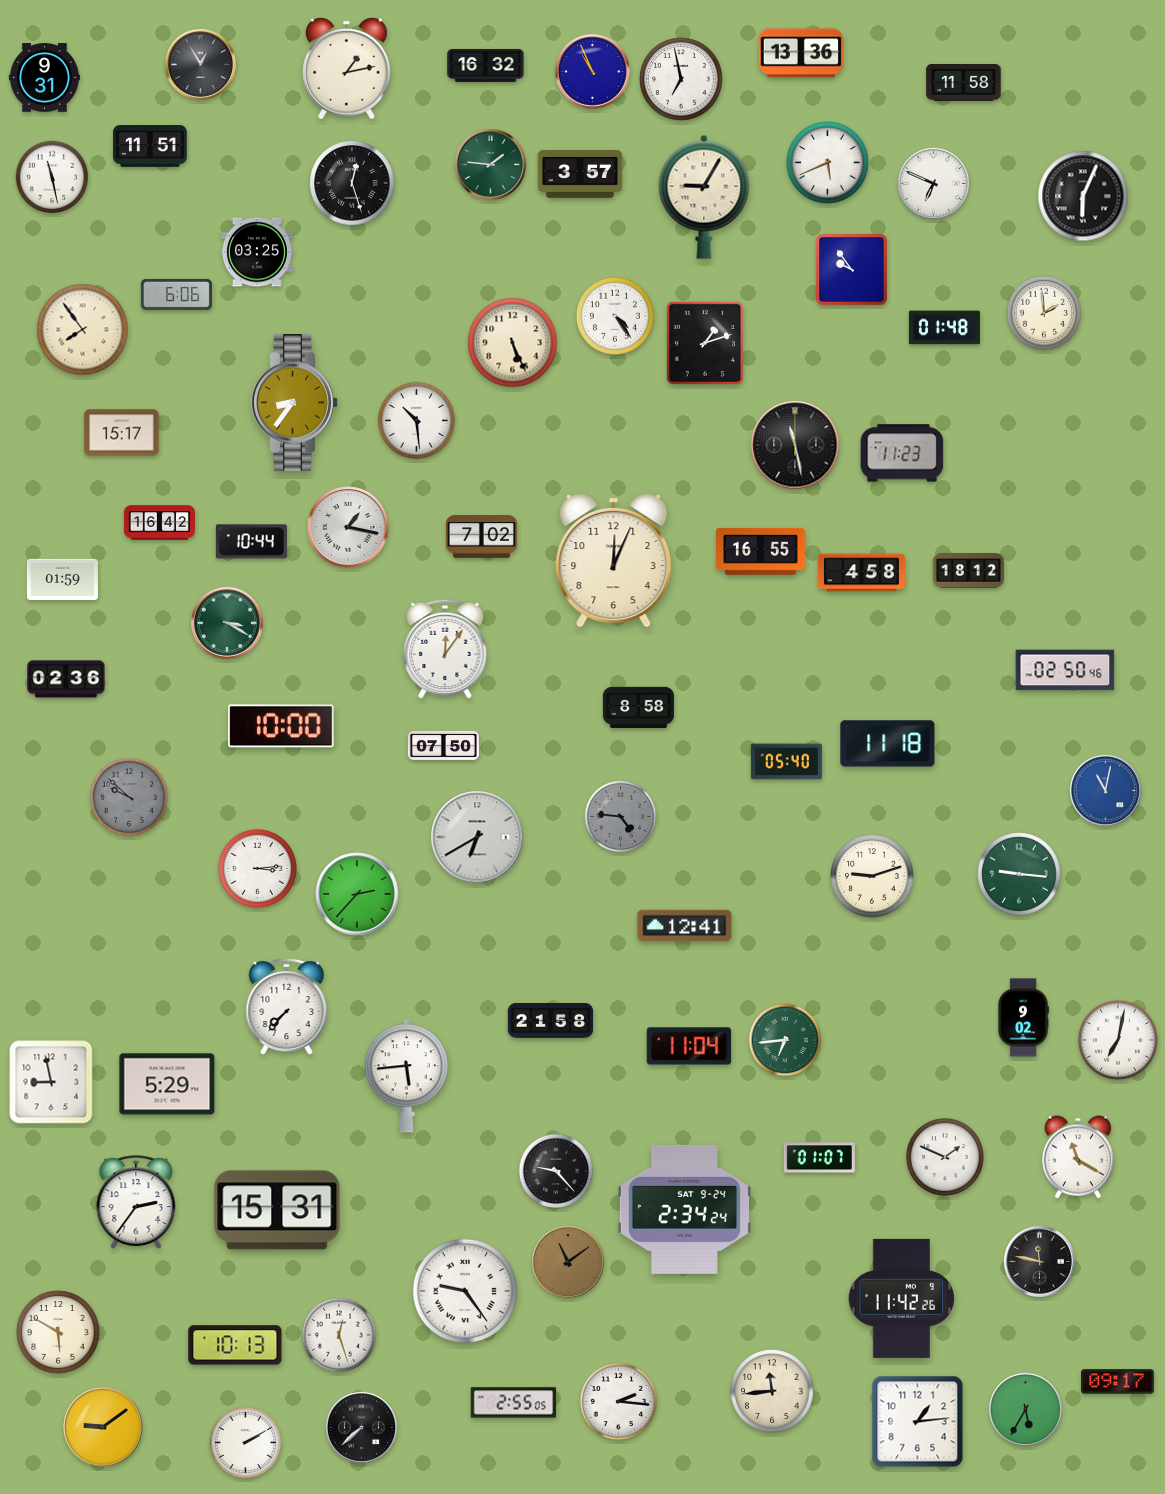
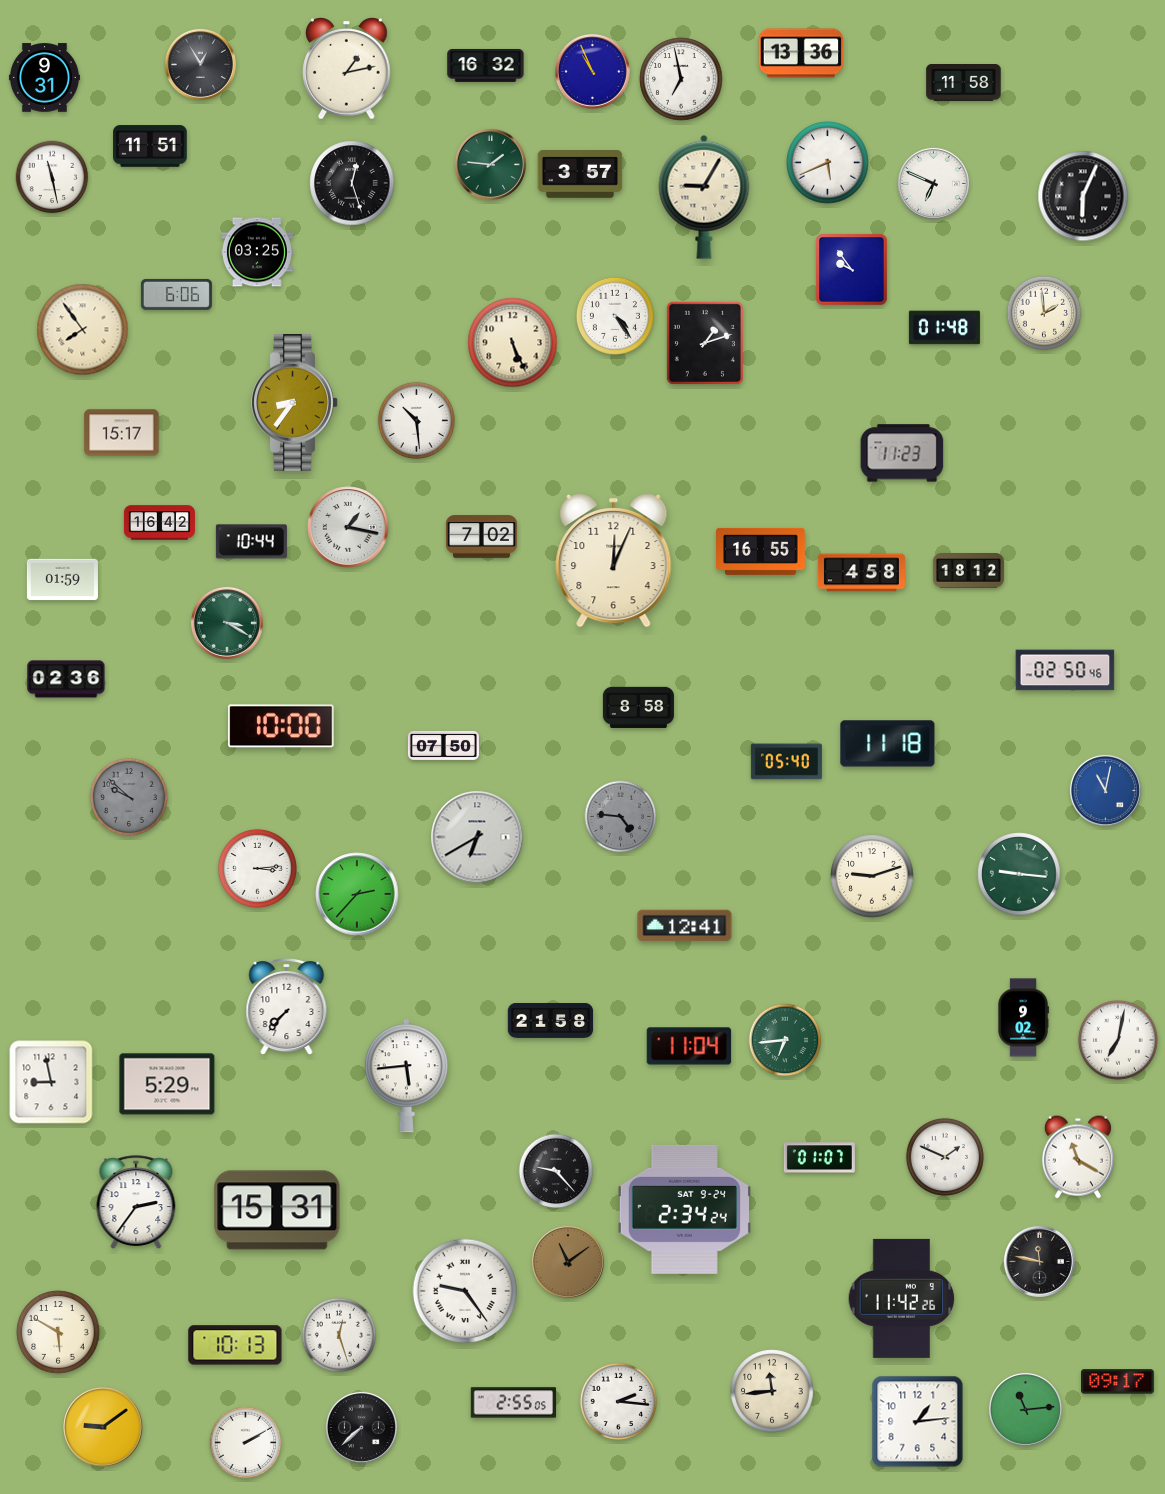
clock at (795, 445): 11:28 -> none
clock at (445, 649): 12:06 -> none
clock at (1025, 1409): 5:35 -> 11:14
